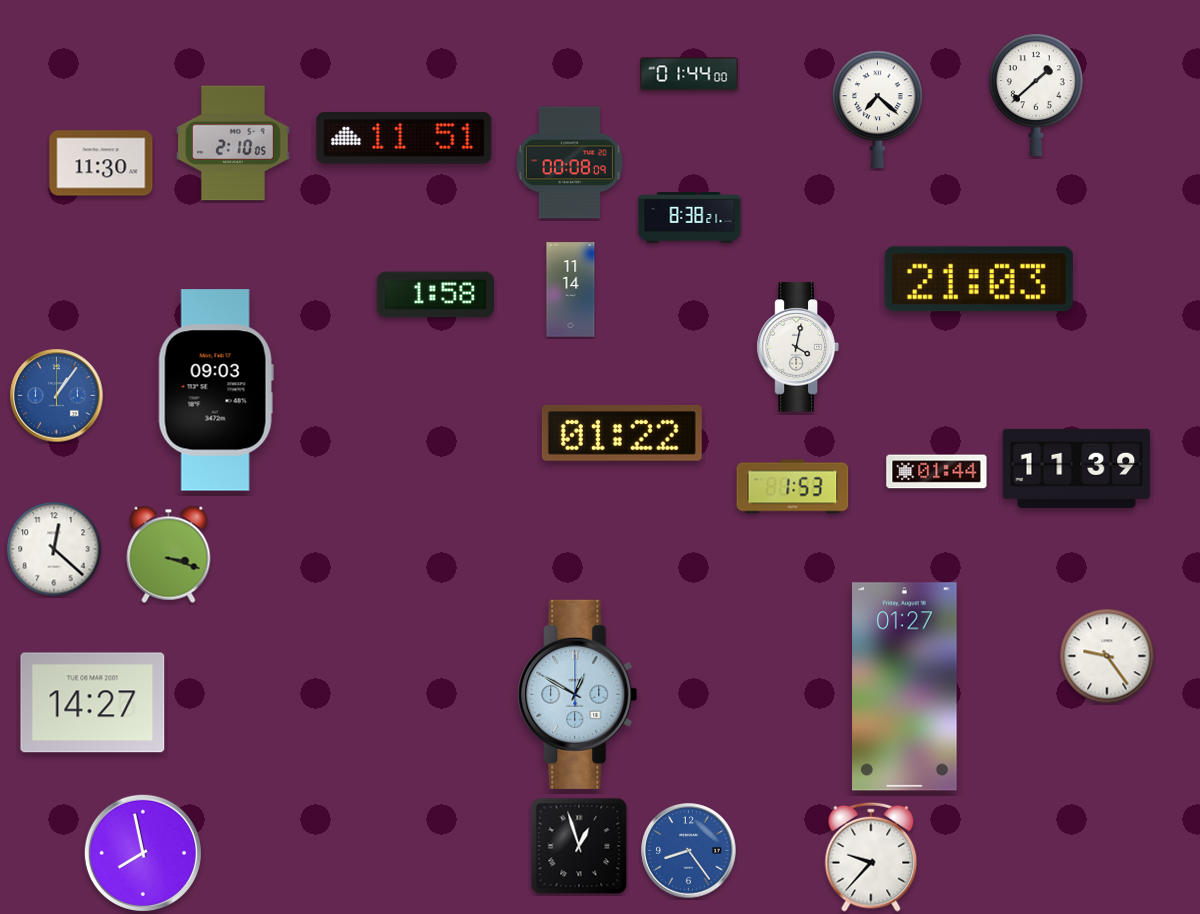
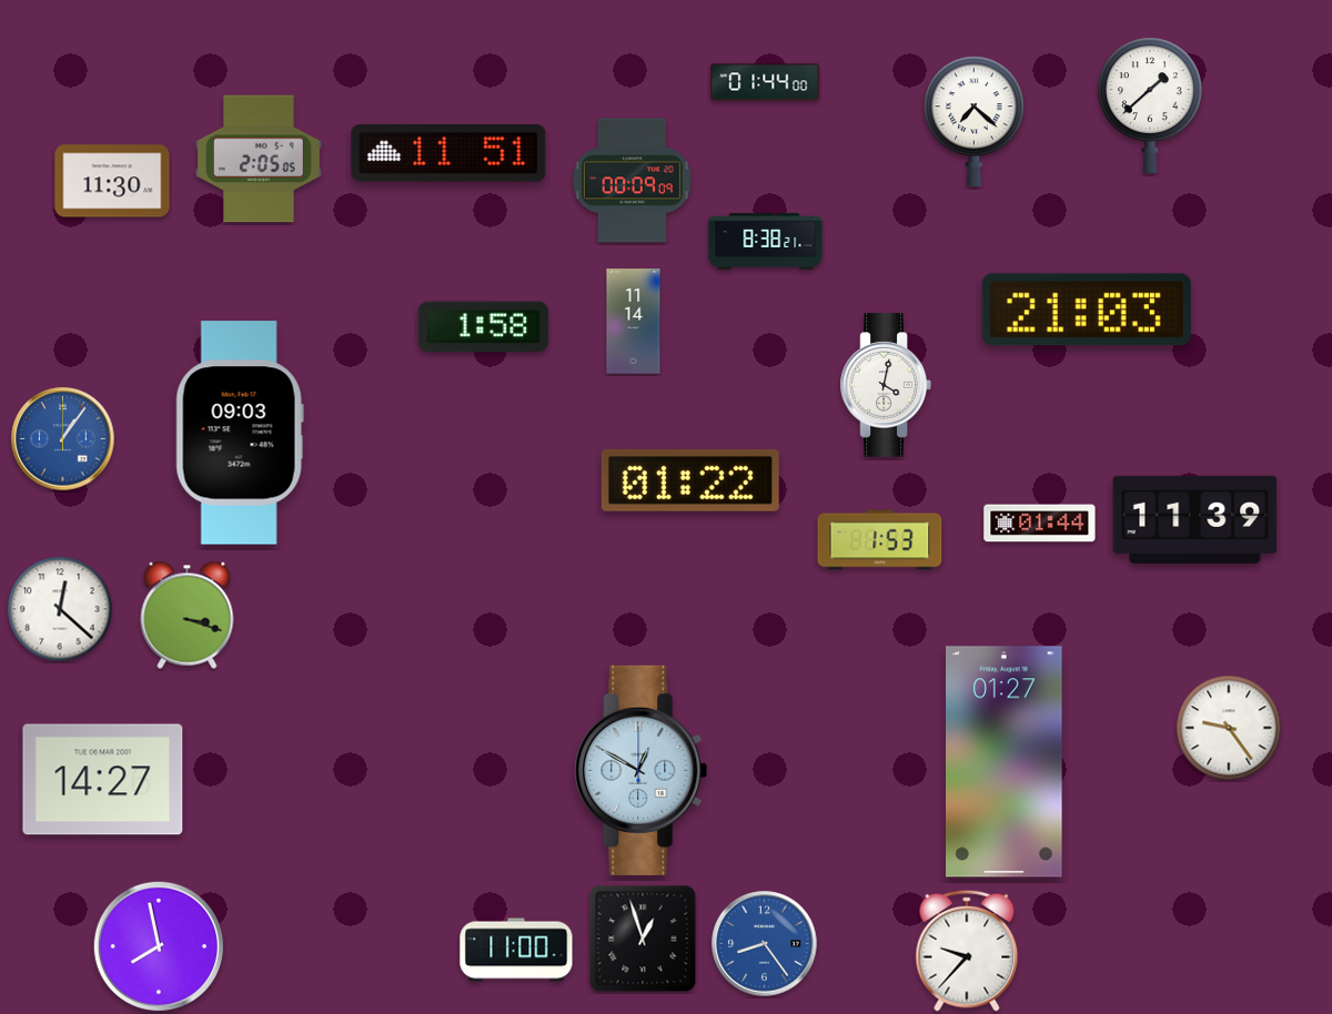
clock at (233, 143): 2:10 -> 2:05
clock at (569, 163): 00:08 -> 00:09
clock at (516, 950): none -> 11:00
